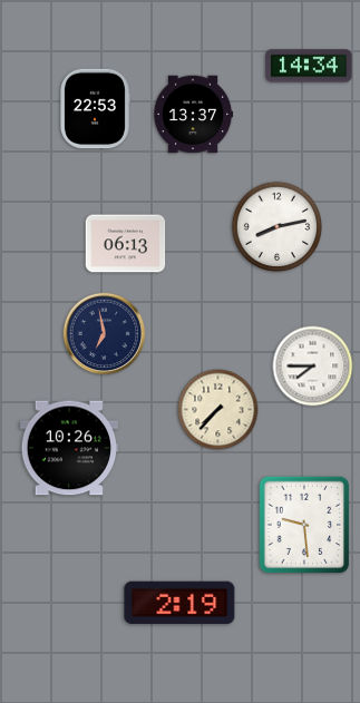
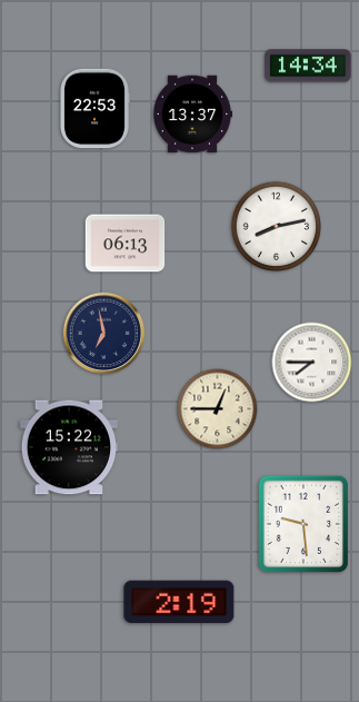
clock at (313, 367) position: (313, 367) -> (312, 363)
clock at (218, 410): 7:37 -> 12:45
clock at (68, 448): 10:26 -> 15:22
